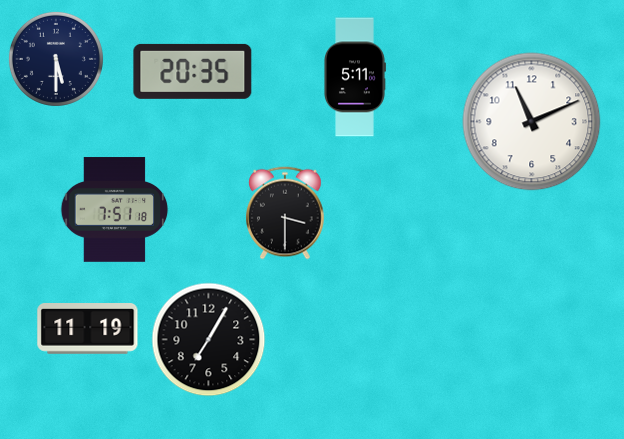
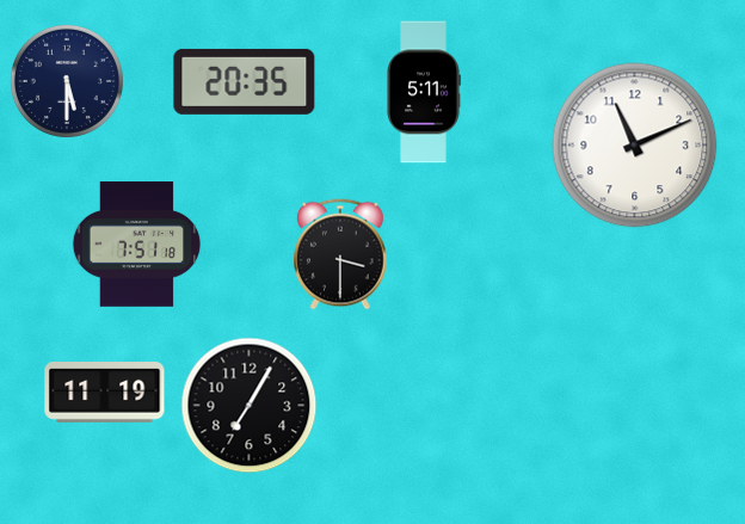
clock at (56, 59) position: (56, 59) -> (67, 81)
clock at (193, 71) position: (193, 71) -> (245, 81)
clock at (115, 210) position: (115, 210) -> (137, 245)
